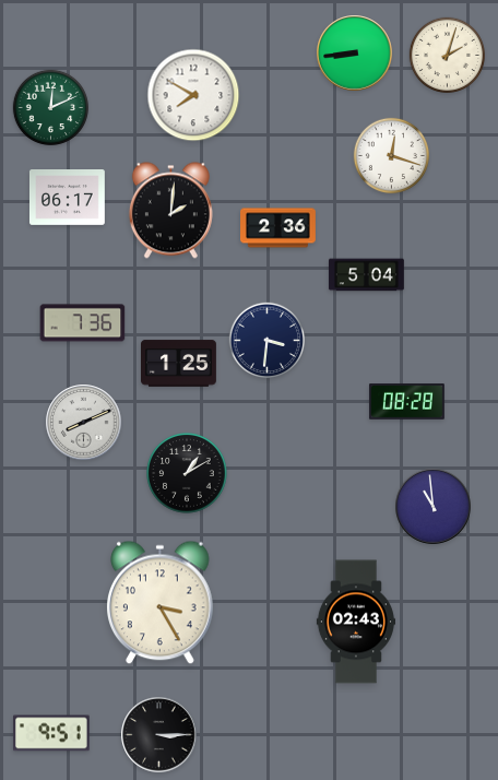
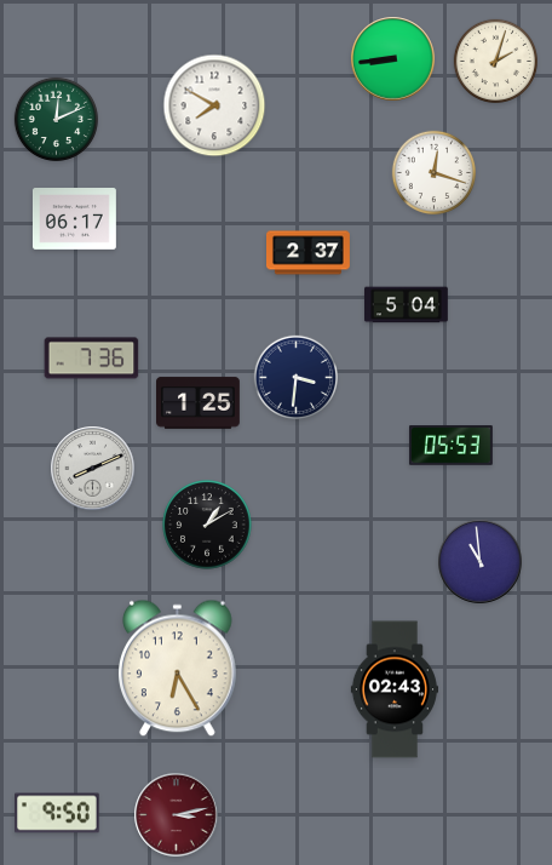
clock at (170, 211): 2:01 -> none
clock at (278, 228): 2:36 -> 2:37
clock at (406, 402): 08:28 -> 05:53
clock at (161, 603): 3:25 -> 6:25
clock at (51, 733): 9:51 -> 9:50
clock at (159, 735): 3:15 -> 3:13
clock at (159, 735) dial: black -> burgundy
